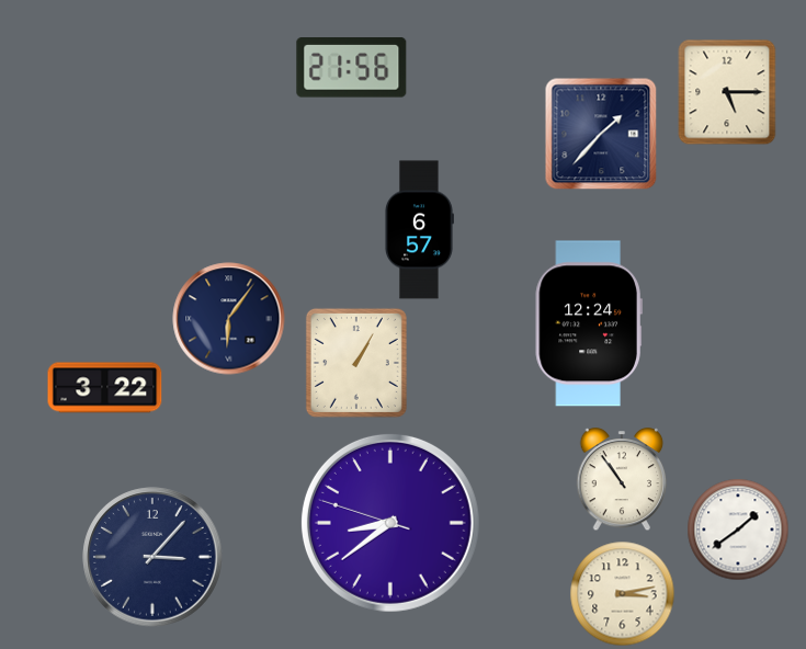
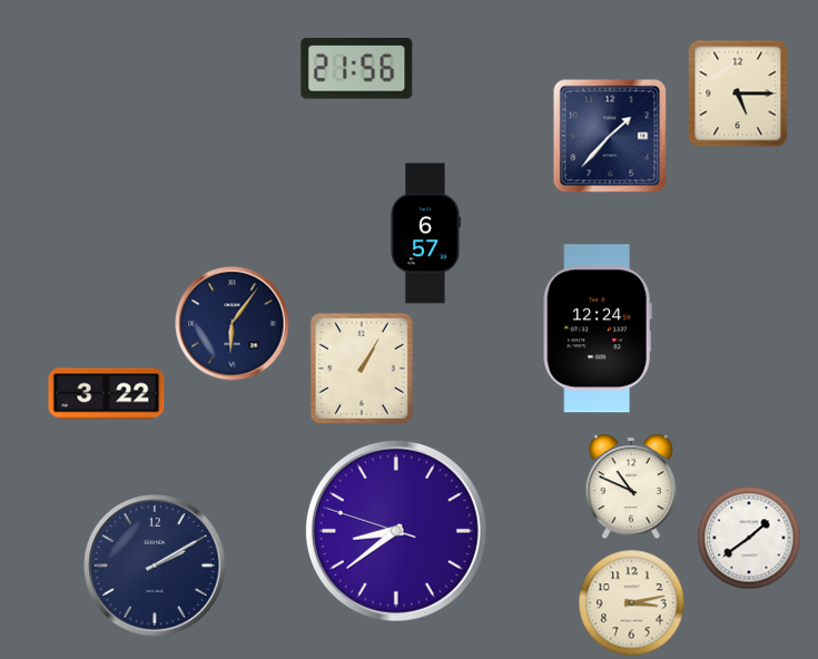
clock at (622, 480): 10:54 -> 10:49
clock at (152, 557): 3:07 -> 2:10
